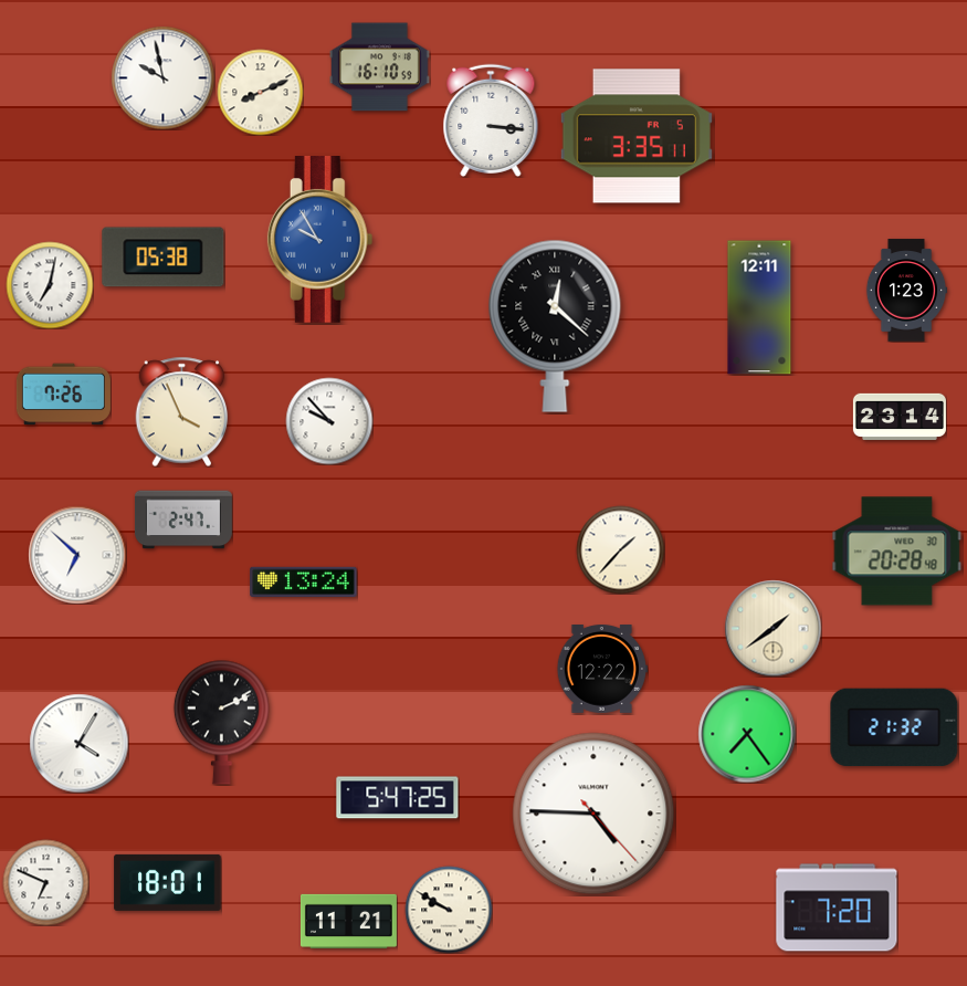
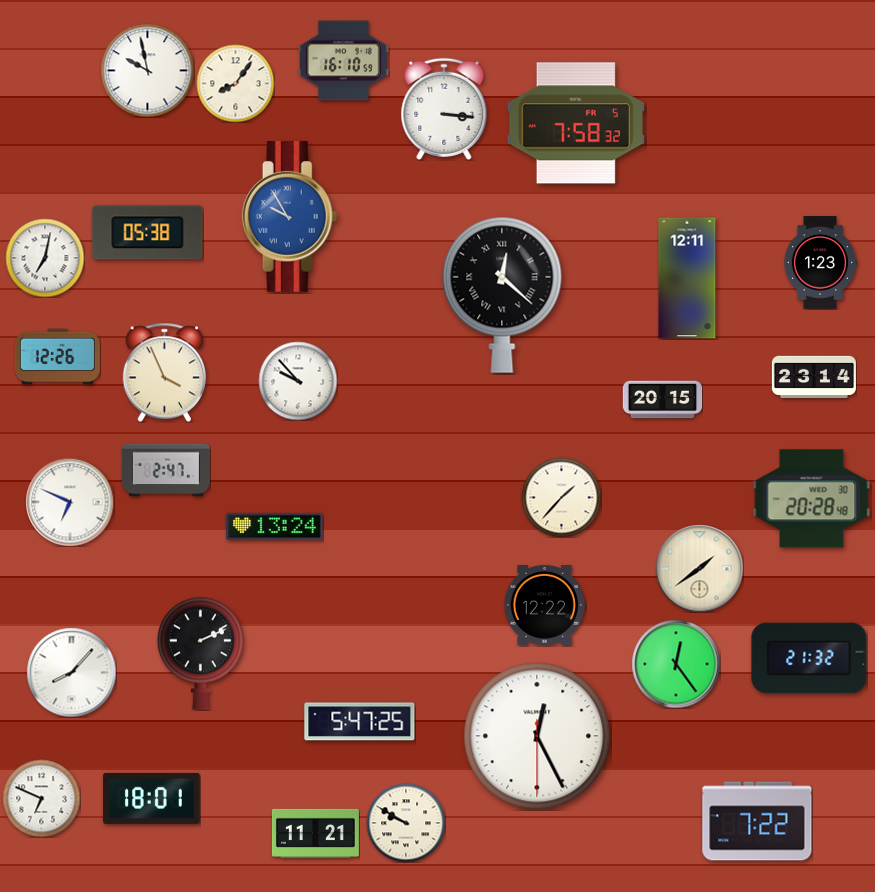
clock at (260, 92): 8:11 -> 8:06
clock at (637, 136): 3:35 -> 7:58
clock at (63, 395): 7:26 -> 12:26
clock at (662, 400): none -> 20:15
clock at (77, 555): 6:52 -> 6:49
clock at (747, 734): 7:24 -> 12:24
clock at (78, 743): 4:05 -> 8:07
clock at (593, 814): 4:45 -> 12:25
clock at (837, 908): 7:20 -> 7:22
